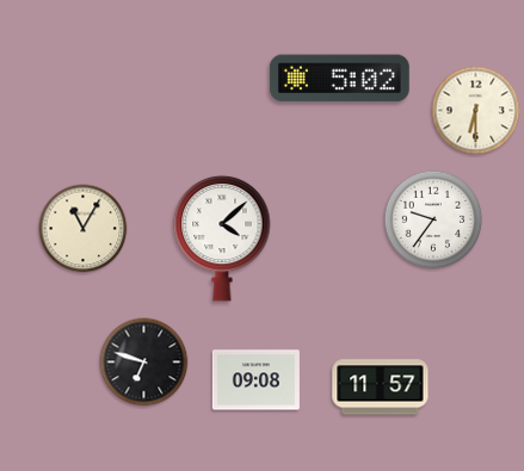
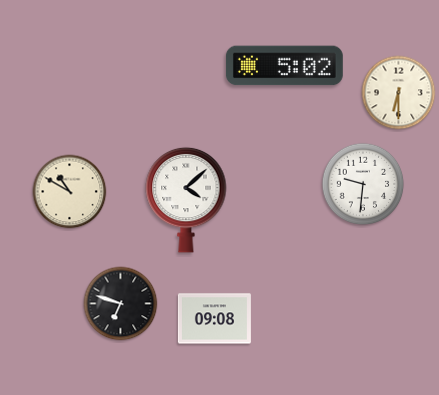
clock at (433, 219): 9:36 -> 9:31
clock at (84, 229): 11:05 -> 10:50
clock at (381, 388): 11:57 -> none
